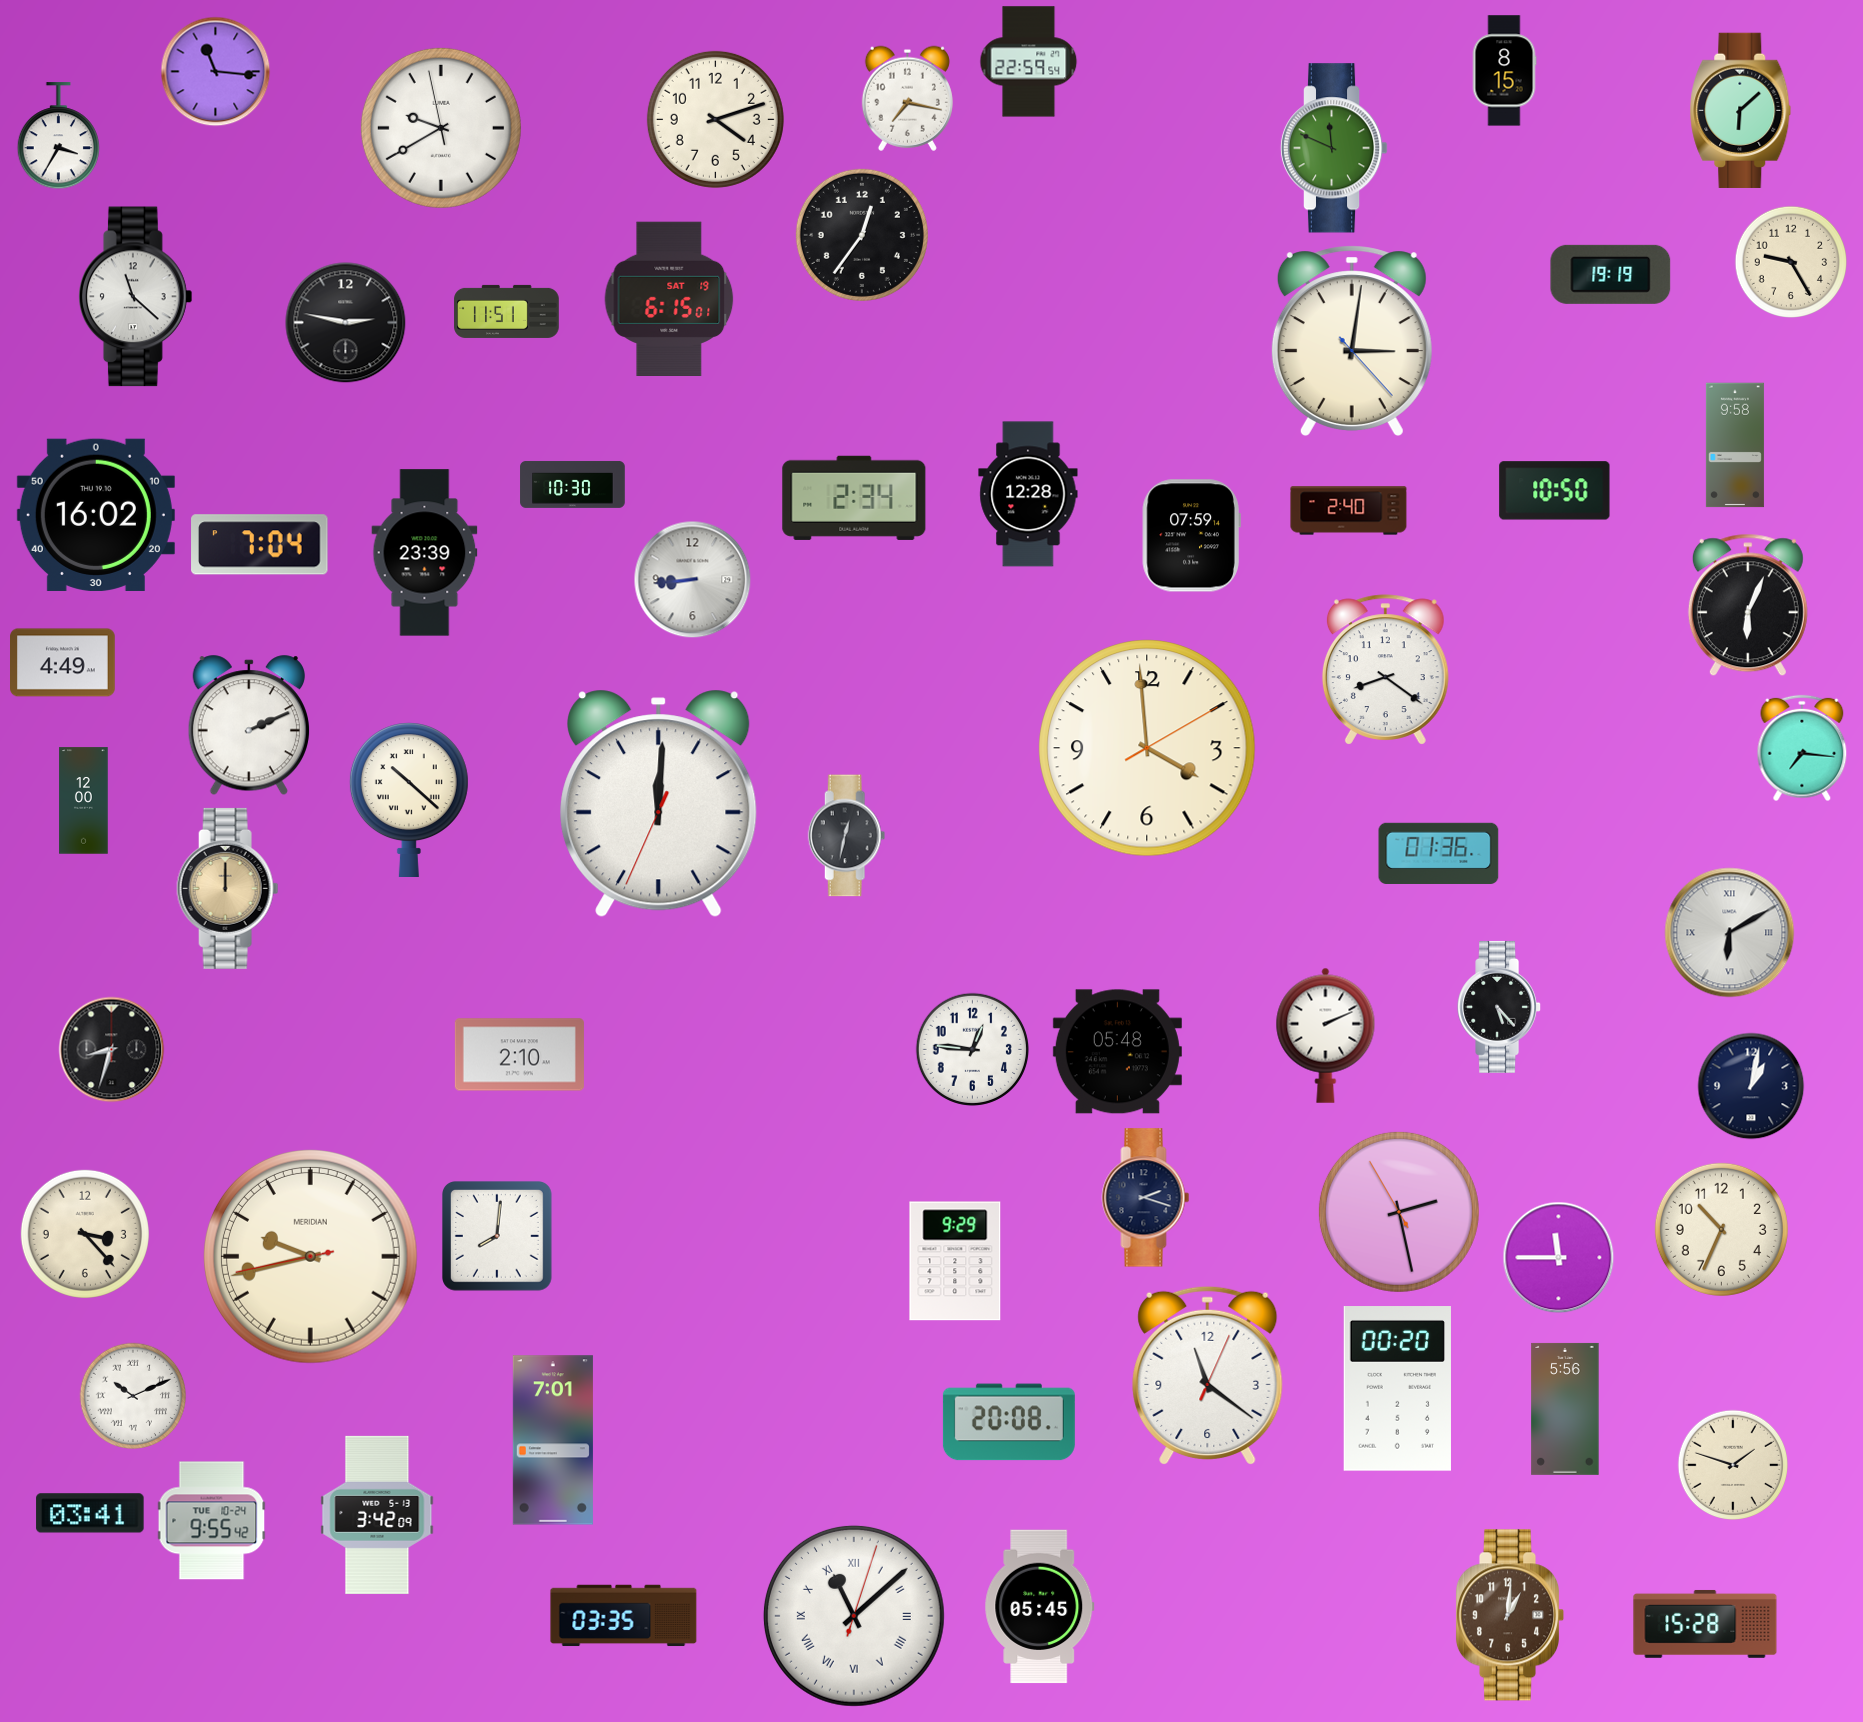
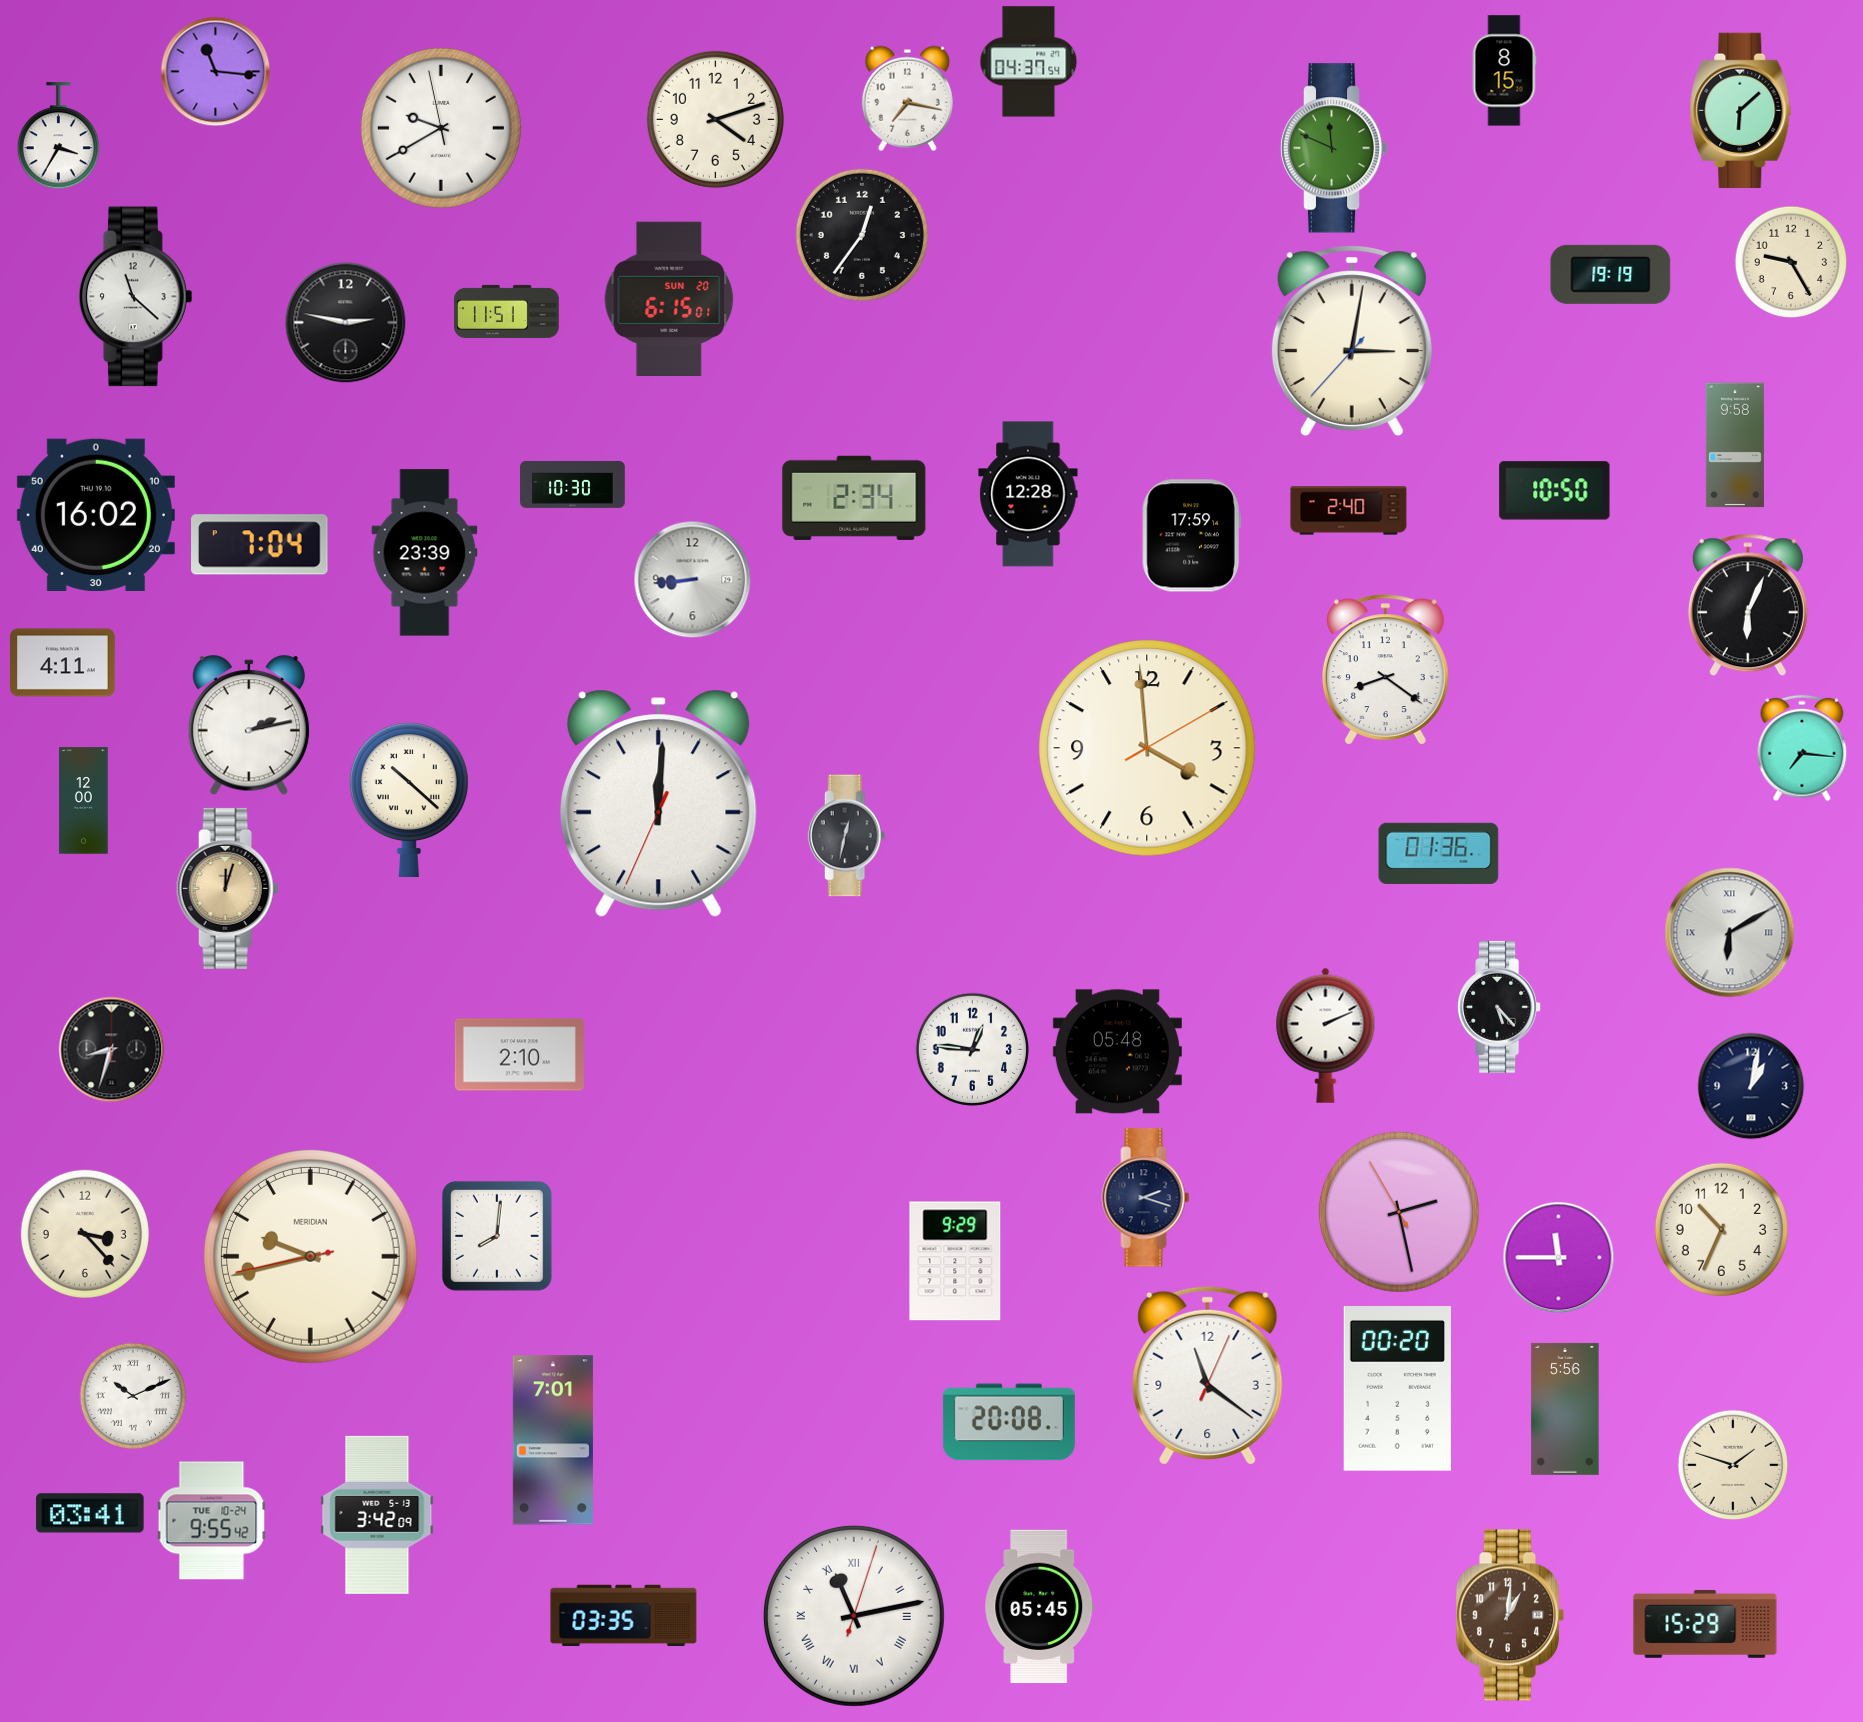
clock at (1029, 62): 22:59 -> 04:37
clock at (669, 298) date: SAT 19 -> SUN 20
clock at (1352, 341): 3:01:23 -> 3:01:37
clock at (1191, 536): 07:59 -> 17:59
clock at (63, 663): 4:49 -> 4:11
clock at (248, 726): 2:11 -> 2:13
clock at (228, 888): 12:00 -> 12:03
clock at (854, 1616): 11:08 -> 11:13
clock at (1705, 1624): 15:28 -> 15:29
